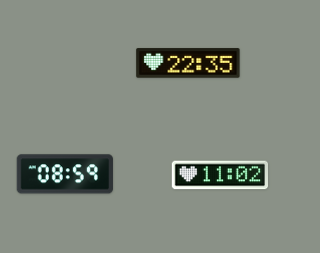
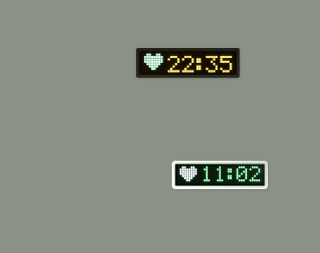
clock at (65, 174): 08:59 -> none
